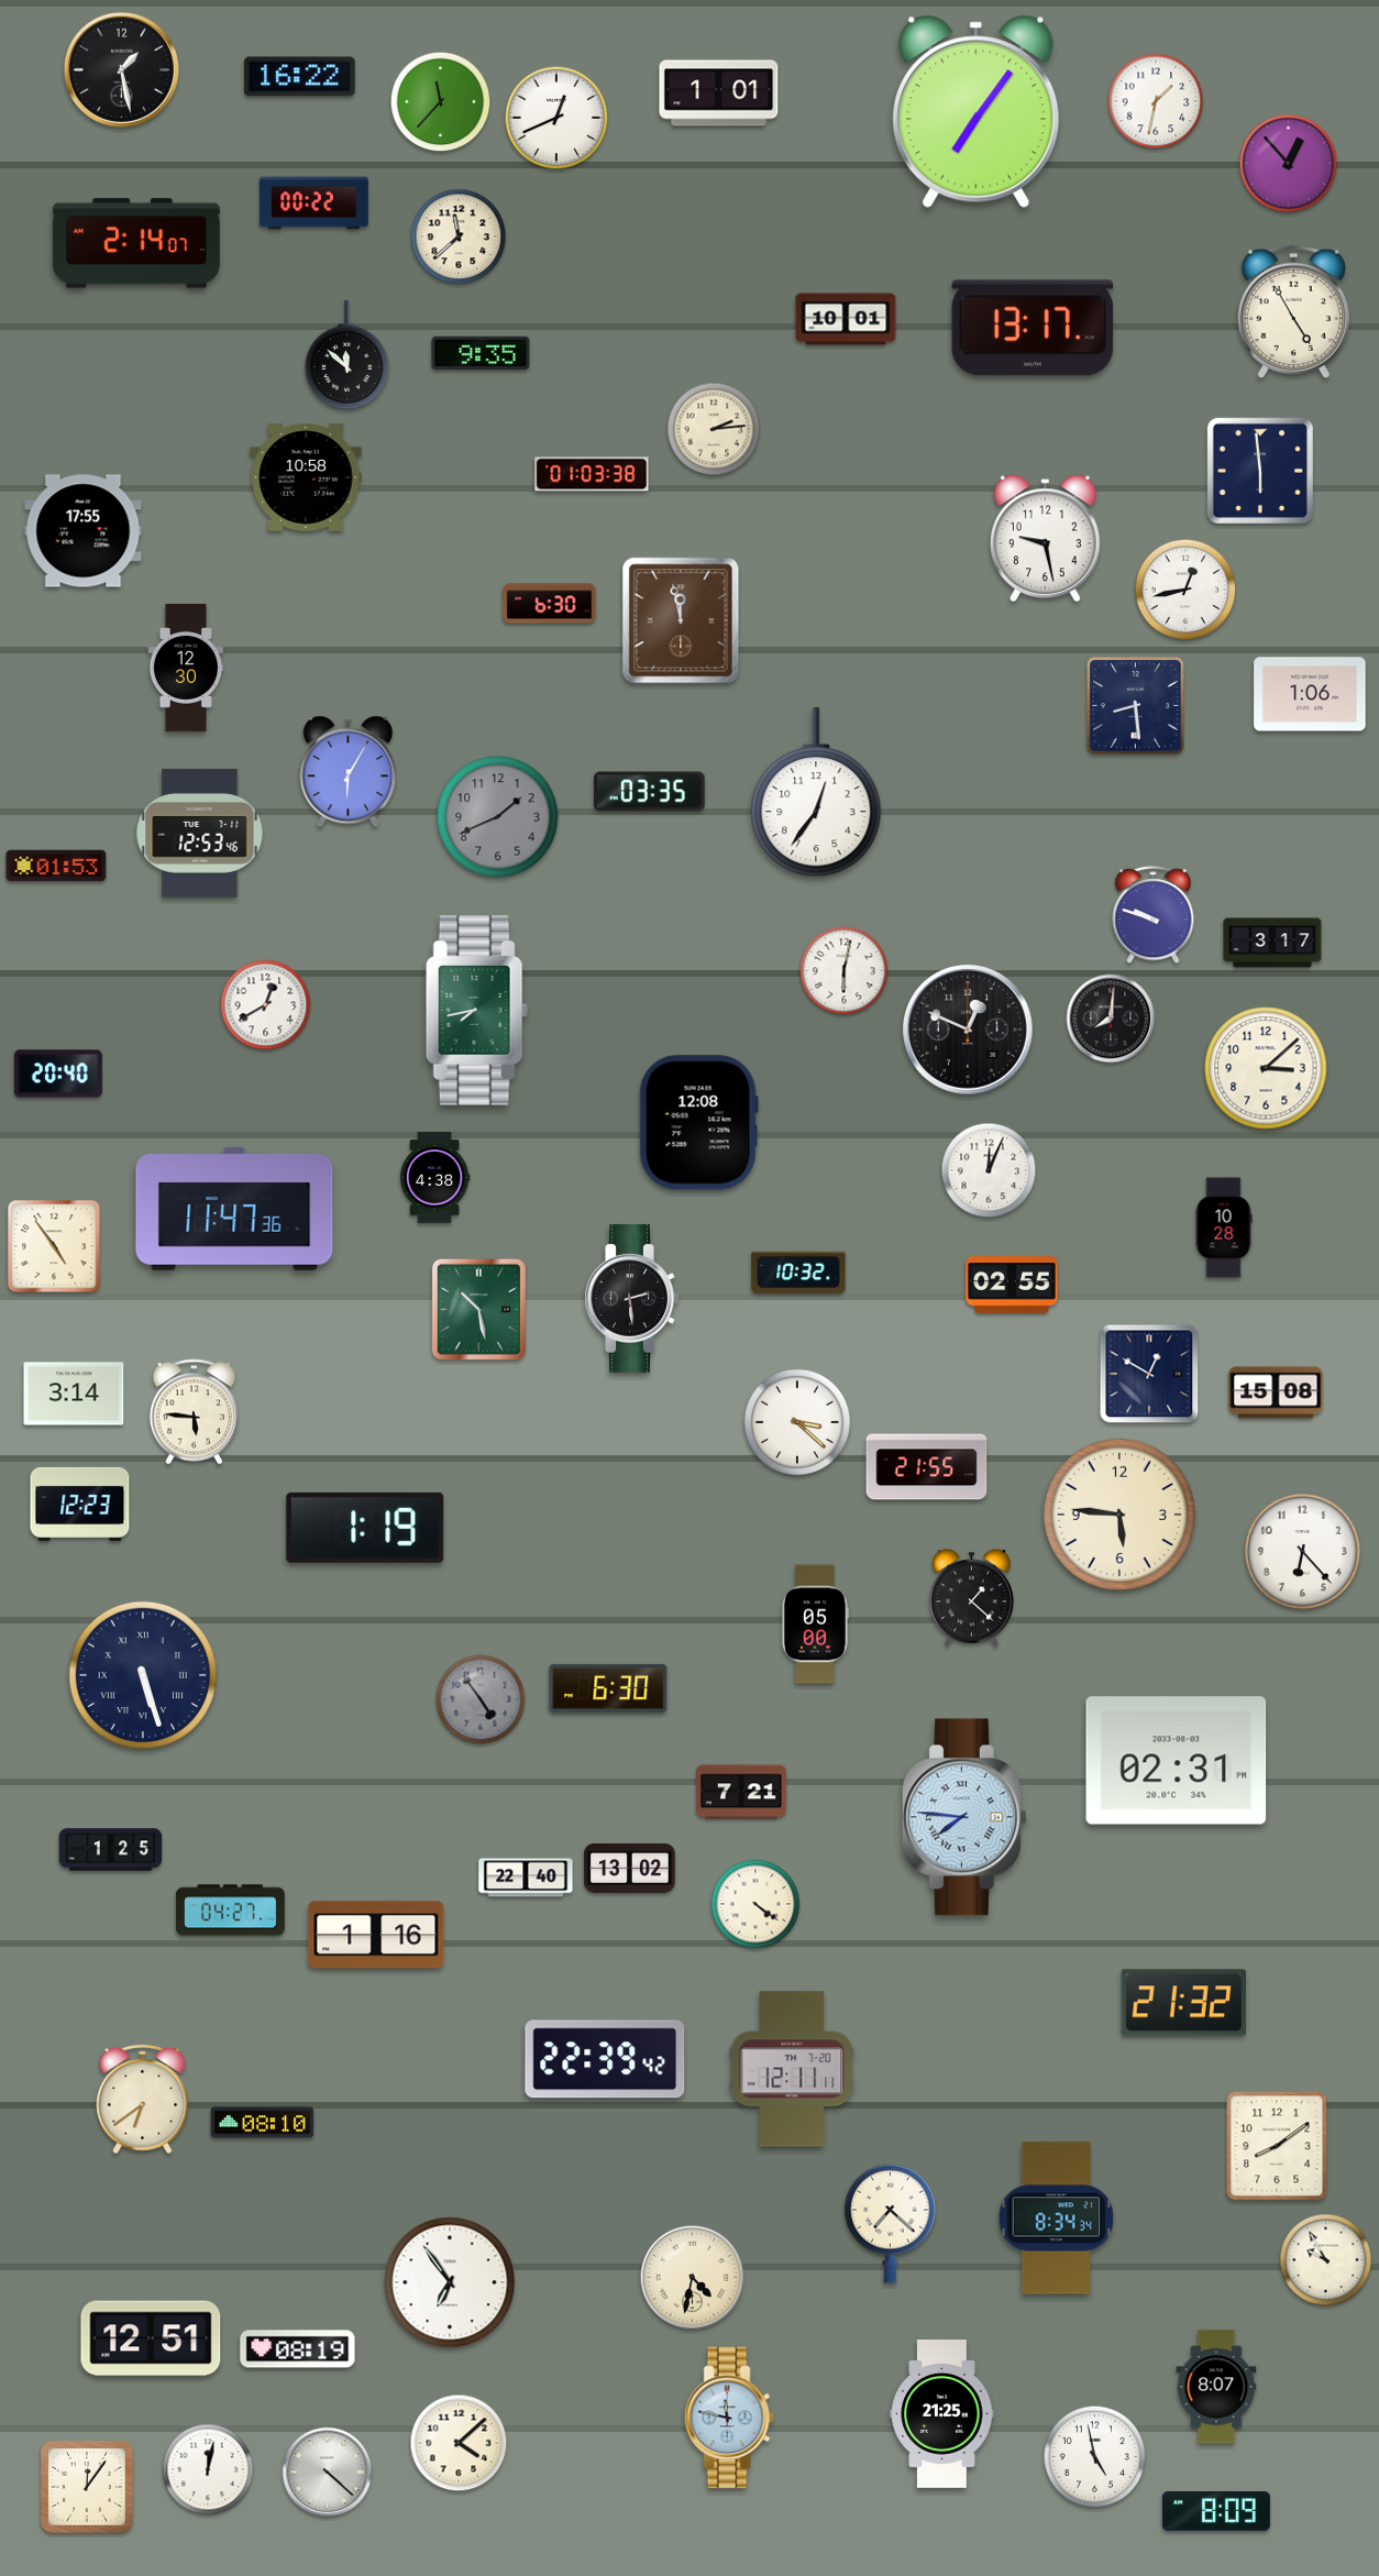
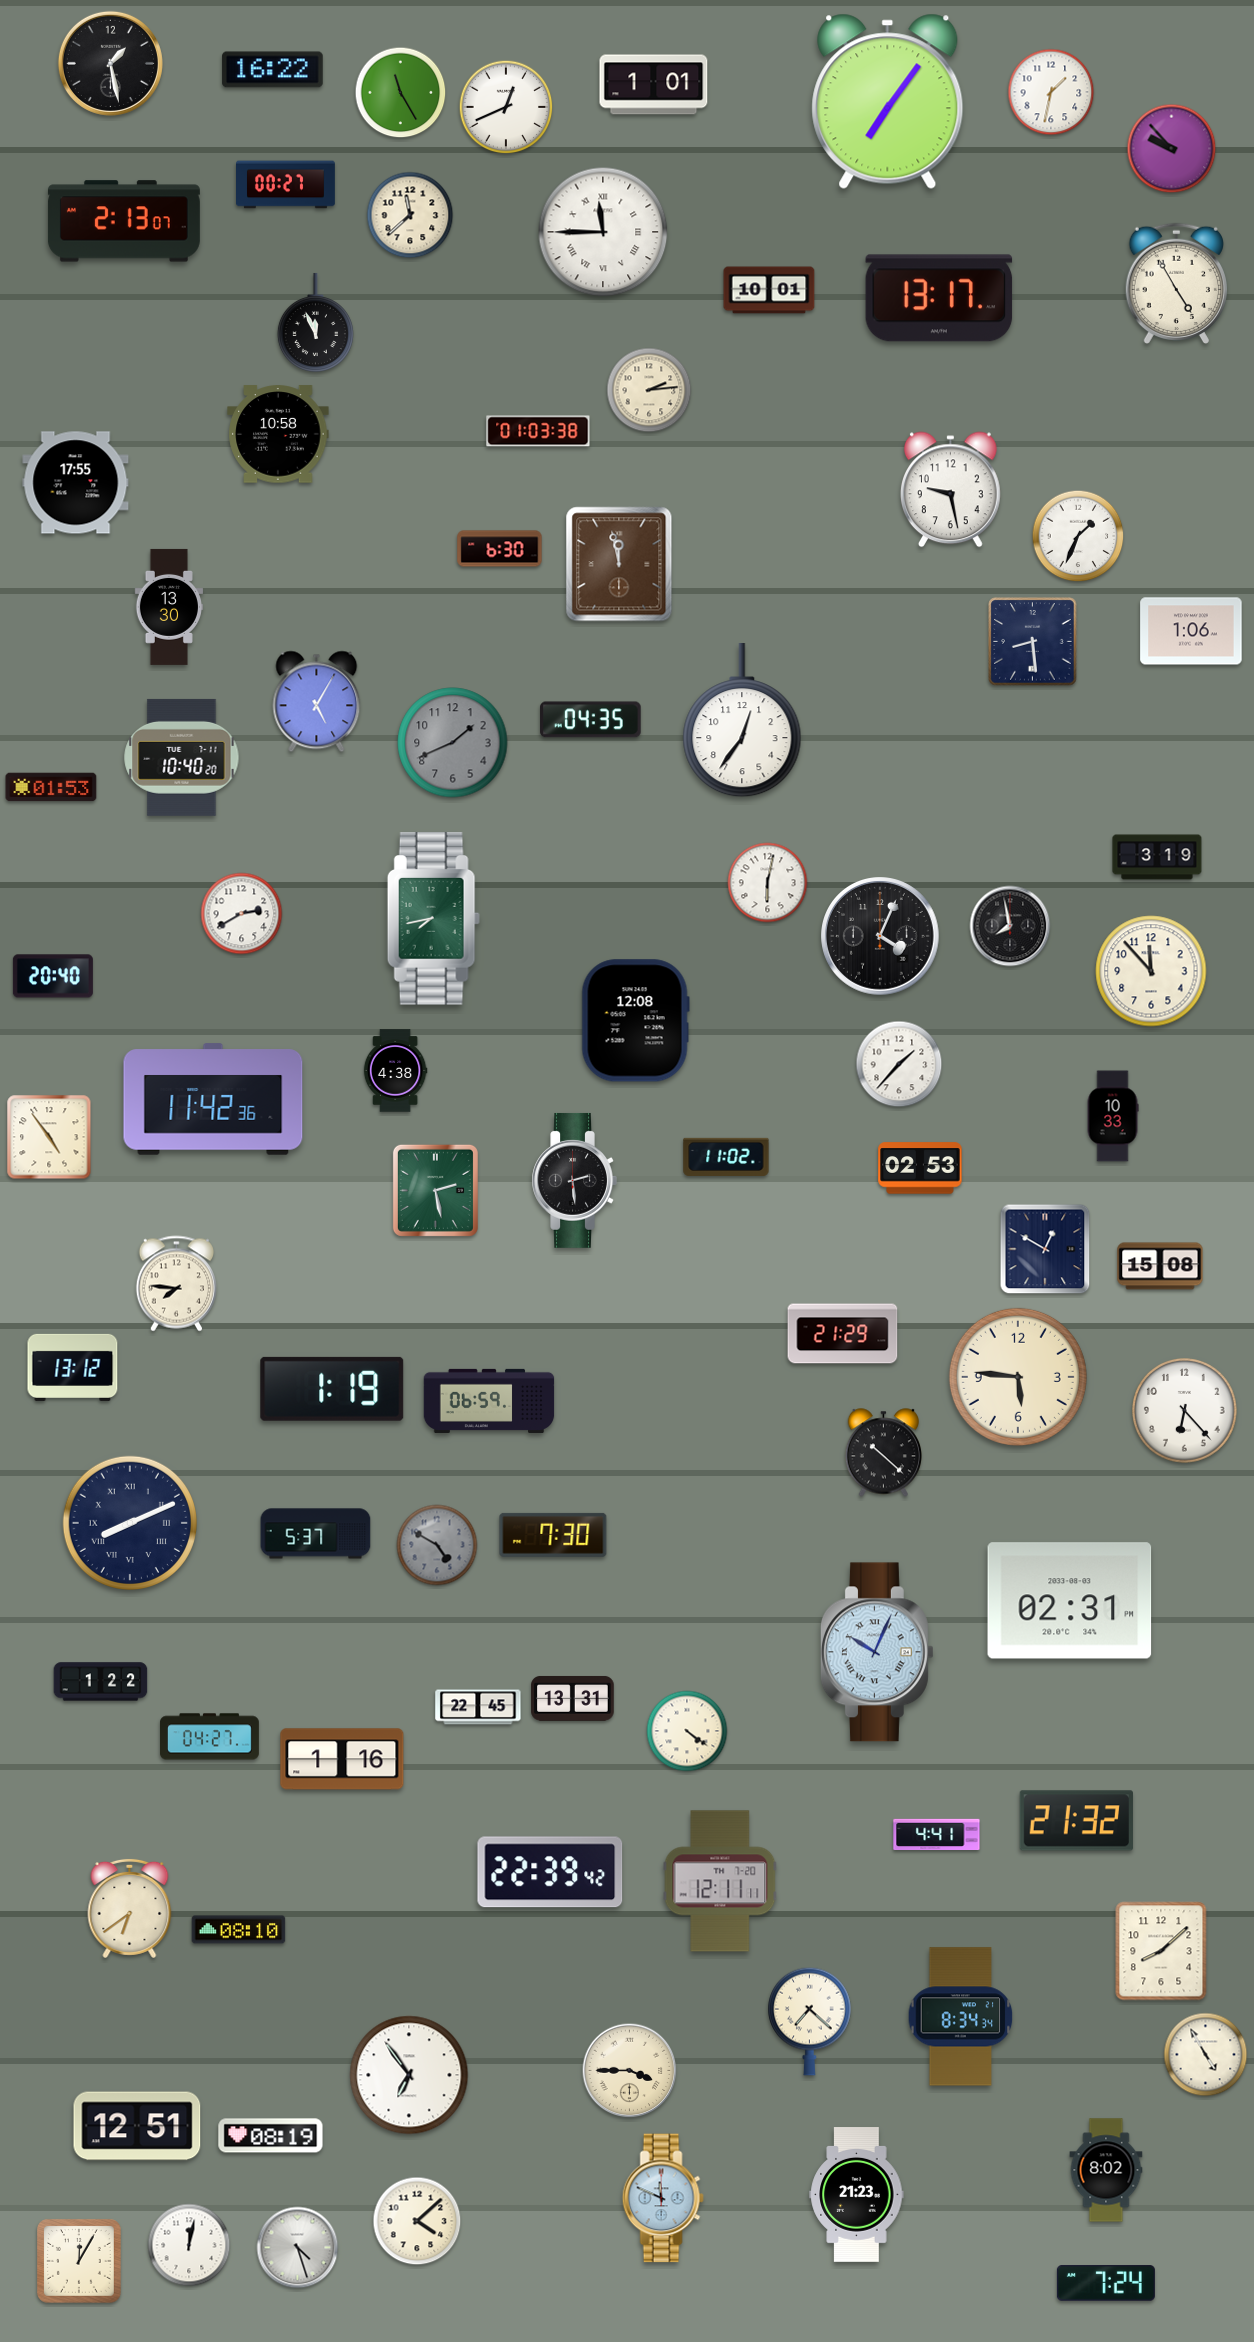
clock at (441, 102): 11:37 -> 11:25
clock at (1289, 164): 12:53 -> 9:53
clock at (315, 203): 00:22 -> 00:27
clock at (459, 236) position: (459, 236) -> (410, 215)
clock at (136, 243): 2:14 -> 2:13
clock at (603, 232): none -> 11:45
clock at (481, 353): 9:35 -> none
clock at (346, 354): 11:52 -> 11:56
clock at (1260, 471): 5:59 -> none
clock at (1185, 590): 12:43 -> 1:34
clock at (185, 668): 12:30 -> 13:30
clock at (349, 772): 6:05 -> 5:05
clock at (650, 792): 03:35 -> 04:35
clock at (200, 833): 12:53 -> 10:40
clock at (1154, 915): 9:48 -> none
clock at (1272, 943): 3:17 -> 3:19
clock at (266, 1005): 12:40 -> 2:40
clock at (1111, 1019): 8:01 -> 7:58
clock at (969, 1031): 12:49 -> 4:04
clock at (1266, 1068): 3:08 -> 11:53
clock at (989, 1170): 12:04 -> 1:37
clock at (234, 1209): 11:47 -> 11:42
clock at (1224, 1228): 10:28 -> 10:33
clock at (54, 1246) position: (54, 1246) -> (49, 1137)
clock at (798, 1273): 10:32 -> 11:02
clock at (1012, 1285): 02:55 -> 02:53
clock at (478, 1309): 10:28 -> 2:28
clock at (74, 1394): 3:14 -> none
clock at (194, 1412): 5:46 -> 7:46
clock at (797, 1422): 3:22 -> none
clock at (927, 1467): 21:55 -> 21:29
clock at (80, 1504): 12:23 -> 13:12
clock at (489, 1401): none -> 06:59
clock at (971, 1598): 1:22 -> 10:22
clock at (815, 1625): 05:00 -> none
clock at (143, 1675): 5:27 -> 8:11
clock at (316, 1534): none -> 5:37
clock at (608, 1688): 6:30 -> 7:30
clock at (481, 1699): 4:54 -> 4:50
clock at (741, 1792): 7:21 -> none
clock at (964, 1817): 7:46 -> 10:04
clock at (111, 1850): 1:25 -> 1:22
clock at (630, 1868): 13:02 -> 13:31
clock at (526, 1878): 22:40 -> 22:45
clock at (937, 1835): none -> 4:41
clock at (1277, 2146): 8:09 -> 8:08
clock at (1326, 2260): 9:55 -> 4:55
clock at (693, 2278): 4:32 -> 3:45
clock at (1216, 2387): 8:07 -> 8:02
clock at (942, 2414): 21:25 -> 21:23
clock at (729, 2418): 11:47 -> 11:49
clock at (1095, 2457): 4:58 -> none
clock at (328, 2473): 4:22 -> 4:27
clock at (88, 2488): 12:06 -> 12:05
clock at (1216, 2511): 8:09 -> 7:24
